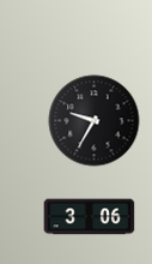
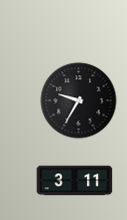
clock at (90, 217): 3:06 -> 3:11
